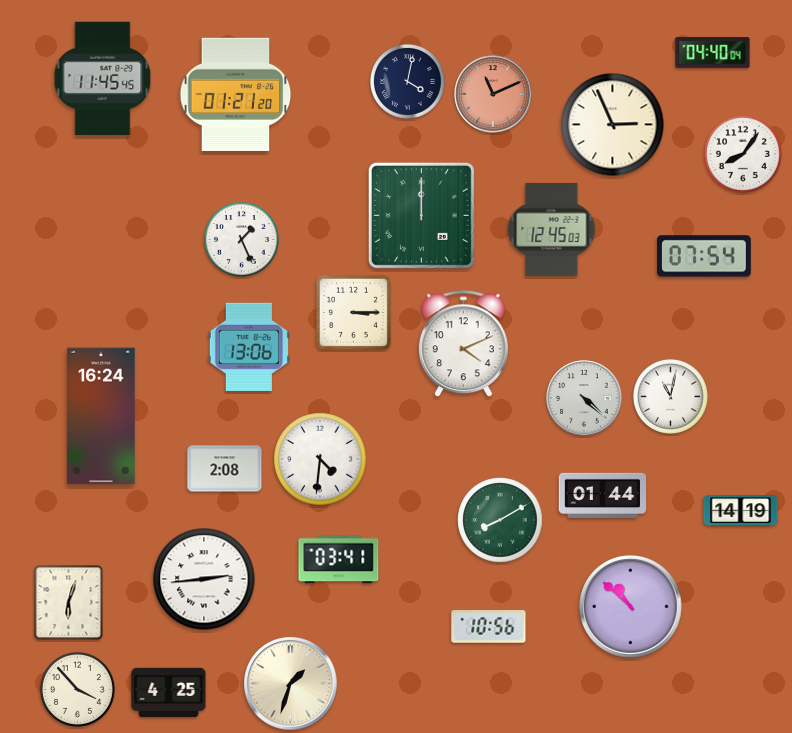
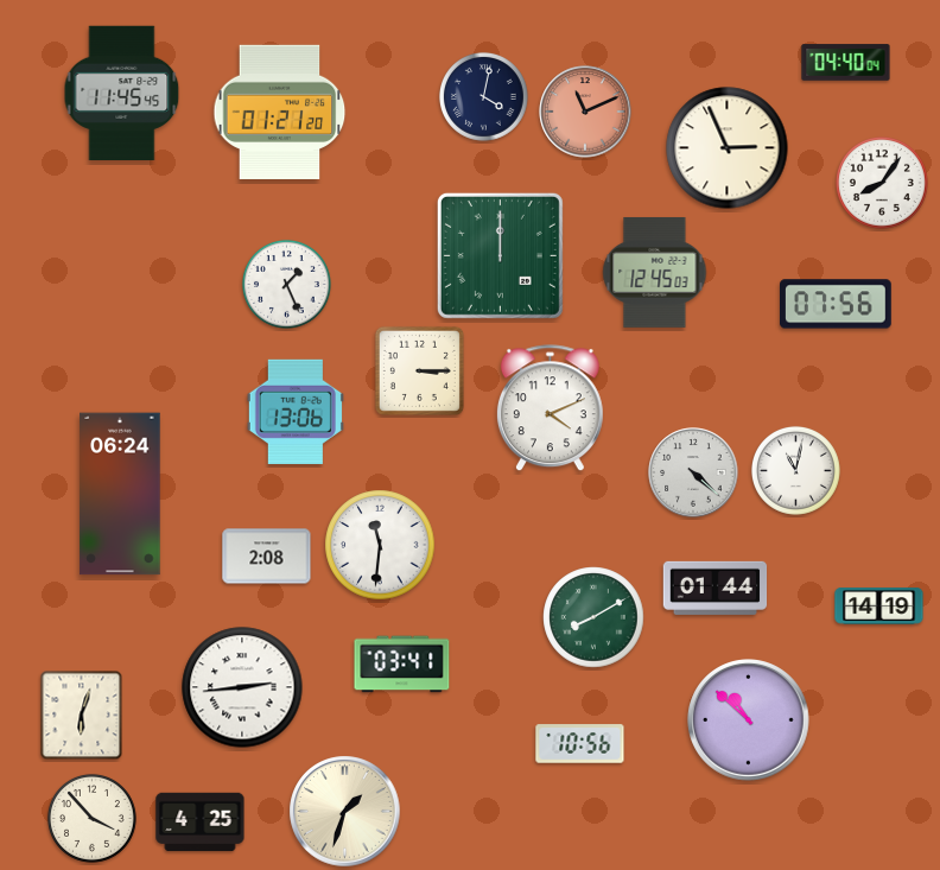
clock at (704, 256): 07:54 -> 07:56
clock at (101, 416): 16:24 -> 06:24
clock at (320, 459): 4:31 -> 11:31
